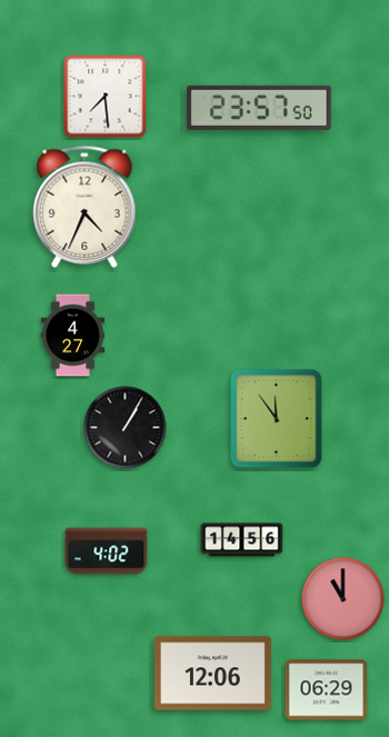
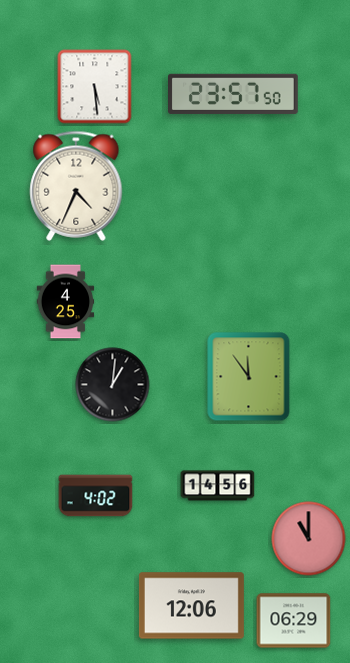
clock at (106, 97): 7:29 -> 5:29
clock at (260, 108) position: (260, 108) -> (234, 94)
clock at (73, 336): 4:27 -> 4:25
clock at (126, 428): 1:05 -> 1:01
